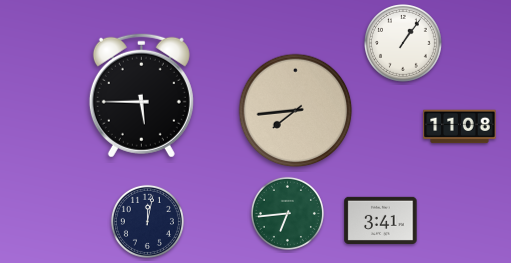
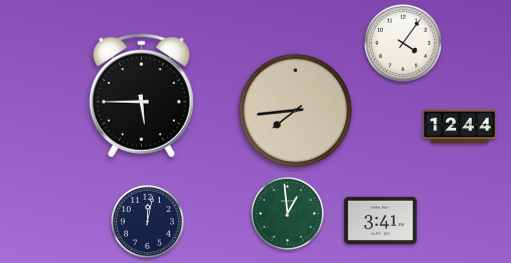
clock at (404, 44): 1:06 -> 4:06
clock at (460, 127): 11:08 -> 12:44
clock at (287, 213): 6:44 -> 12:59
